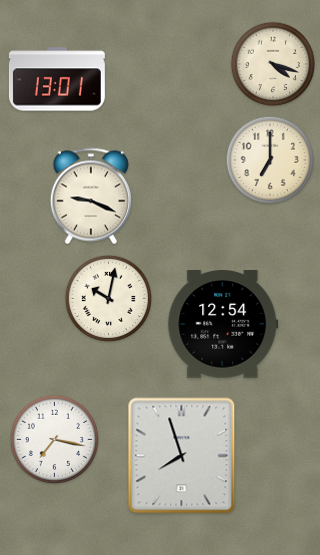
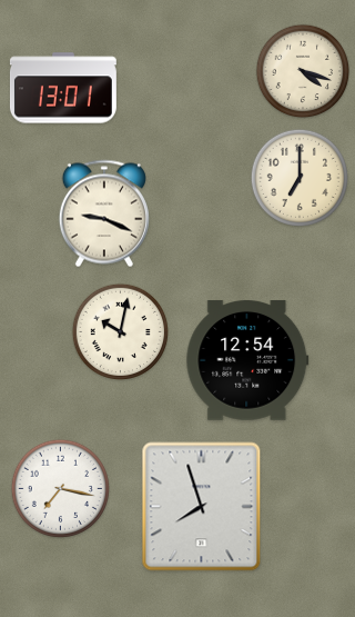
clock at (91, 196) position: (91, 196) -> (104, 213)
